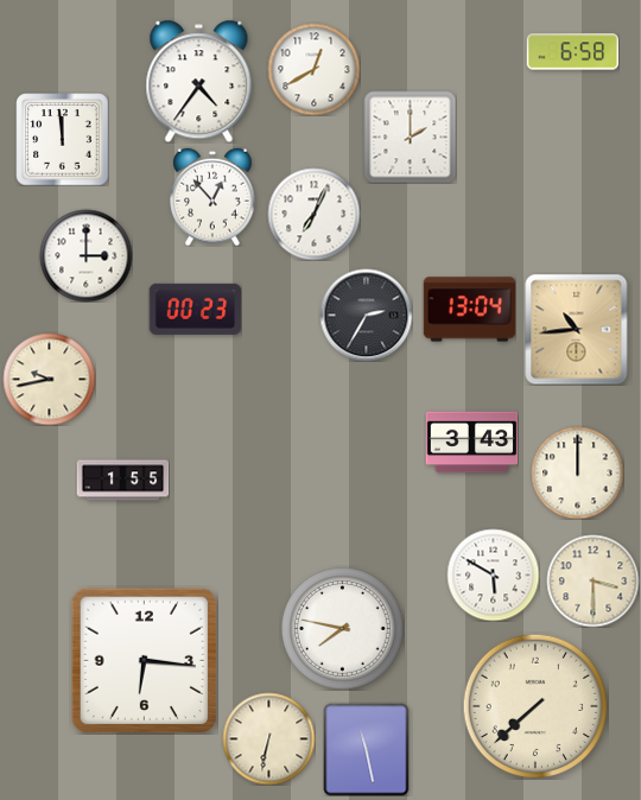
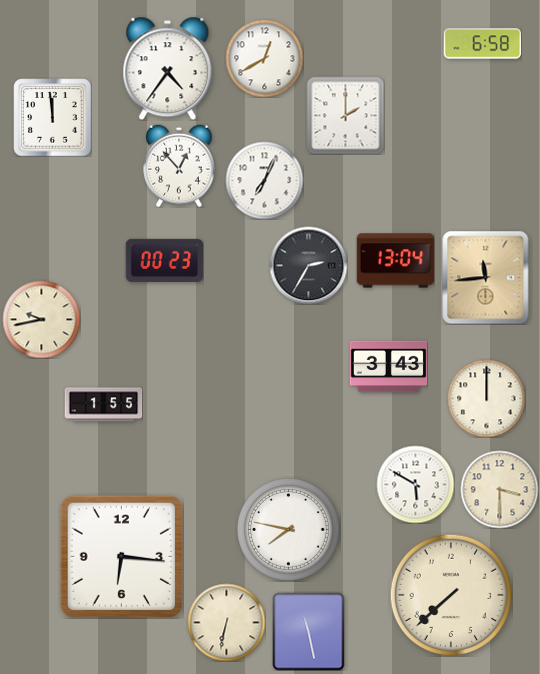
clock at (85, 255): 3:00 -> none
clock at (577, 329): 10:44 -> 11:44
clock at (471, 443) position: (471, 443) -> (388, 367)
